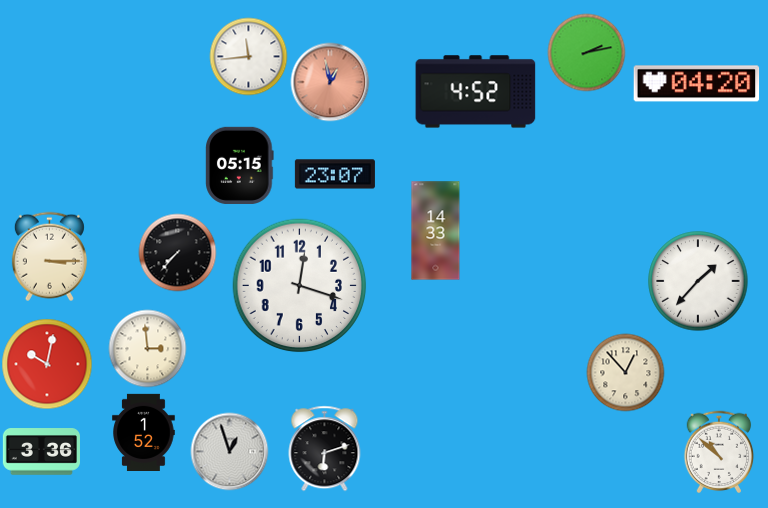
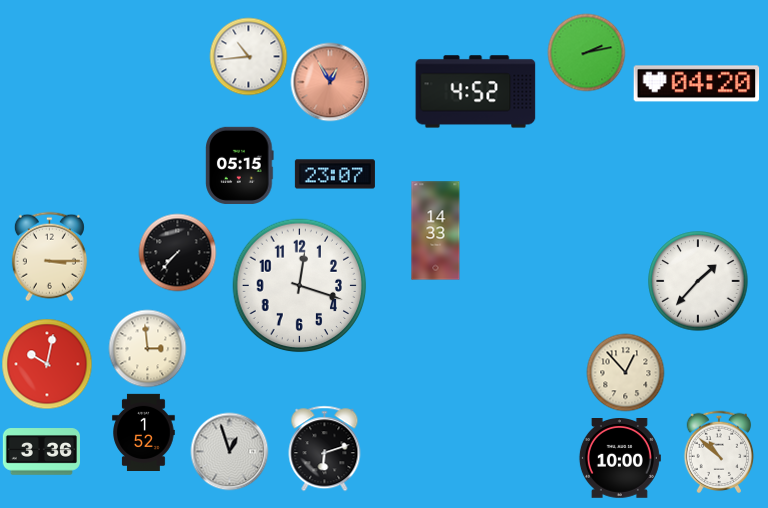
clock at (248, 56): 11:44 -> 10:44
clock at (330, 82): 12:58 -> 12:55
clock at (620, 459): none -> 10:00
